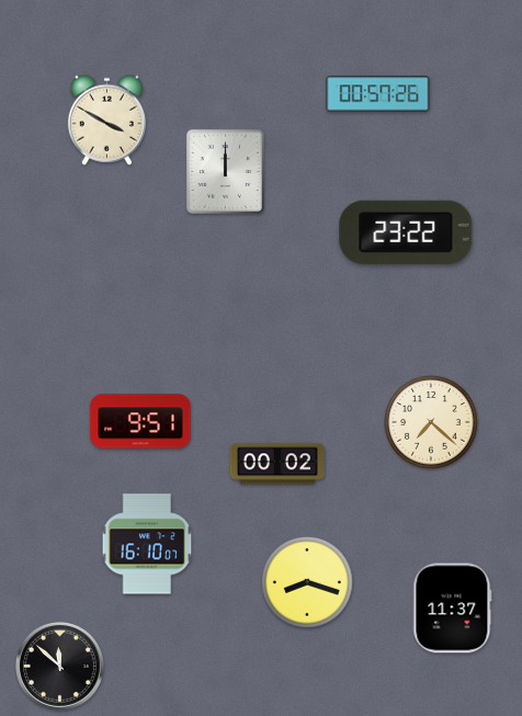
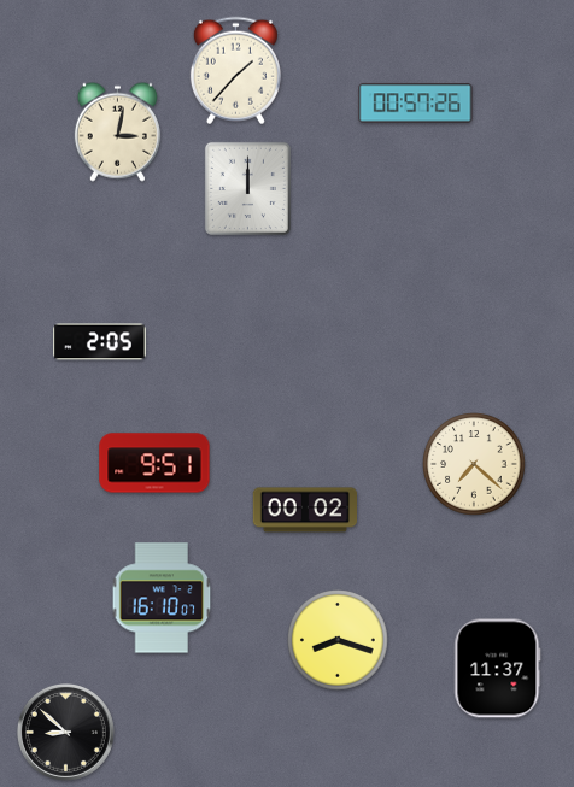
clock at (235, 71): none -> 1:37
clock at (106, 120): 3:50 -> 3:02
clock at (406, 232): 23:22 -> none
clock at (100, 342): none -> 2:05
clock at (59, 666): 11:52 -> 8:52
